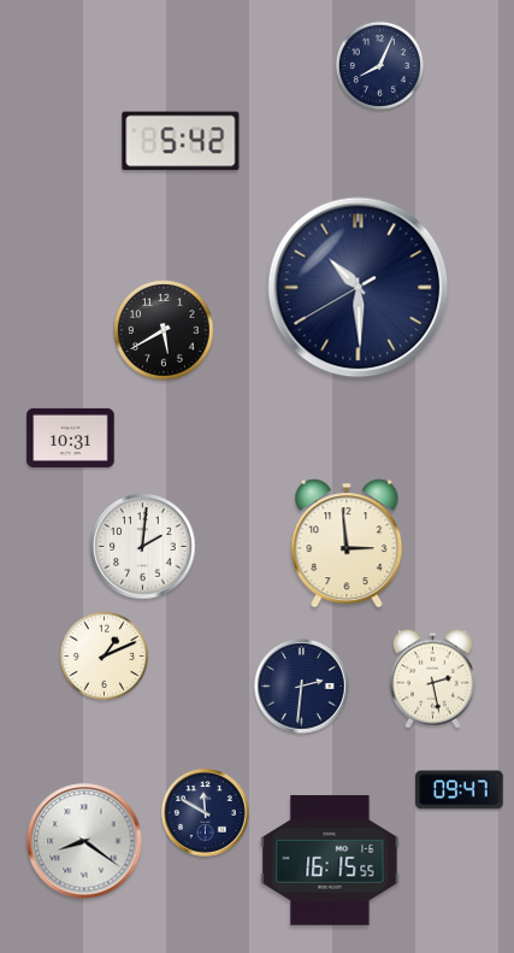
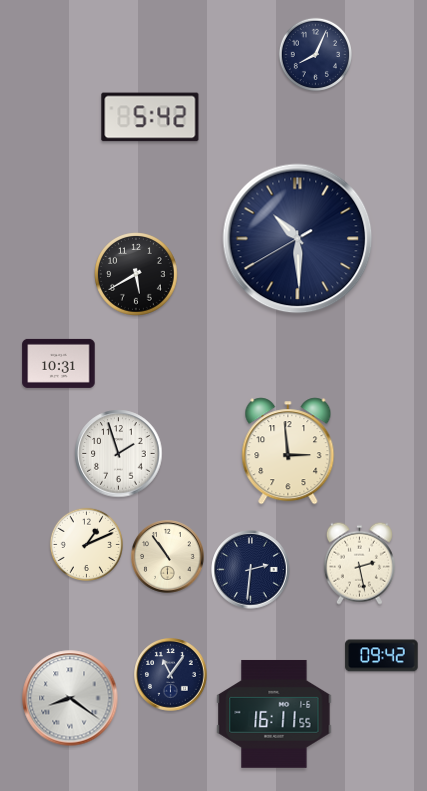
clock at (143, 547): 2:01 -> 1:57
clock at (168, 557): none -> 10:54
clock at (460, 790): 09:47 -> 09:42
clock at (206, 813): 11:50 -> 11:06
clock at (330, 860): 16:15 -> 16:11
